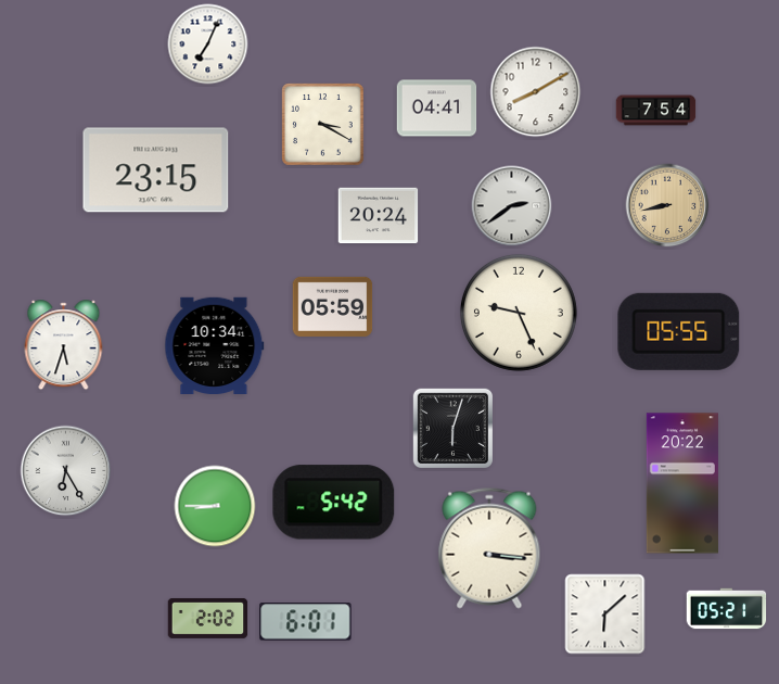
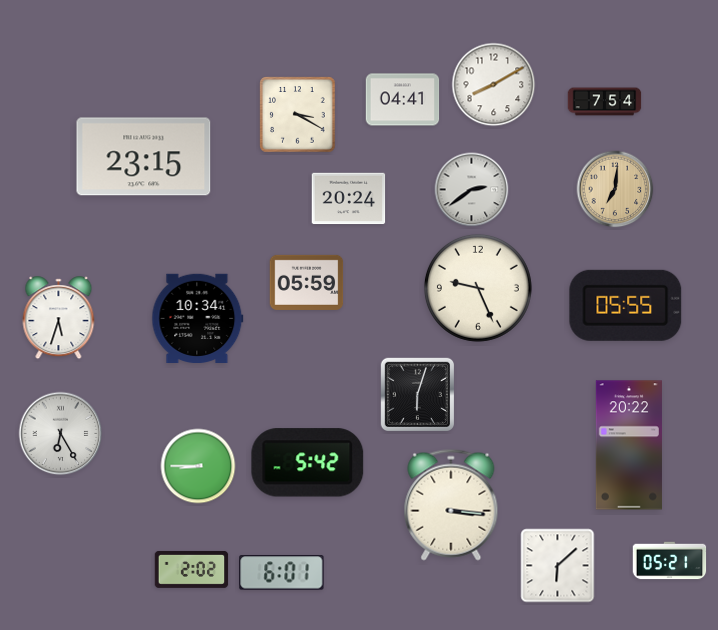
clock at (208, 45): 7:04 -> none
clock at (667, 205): 8:43 -> 7:01
